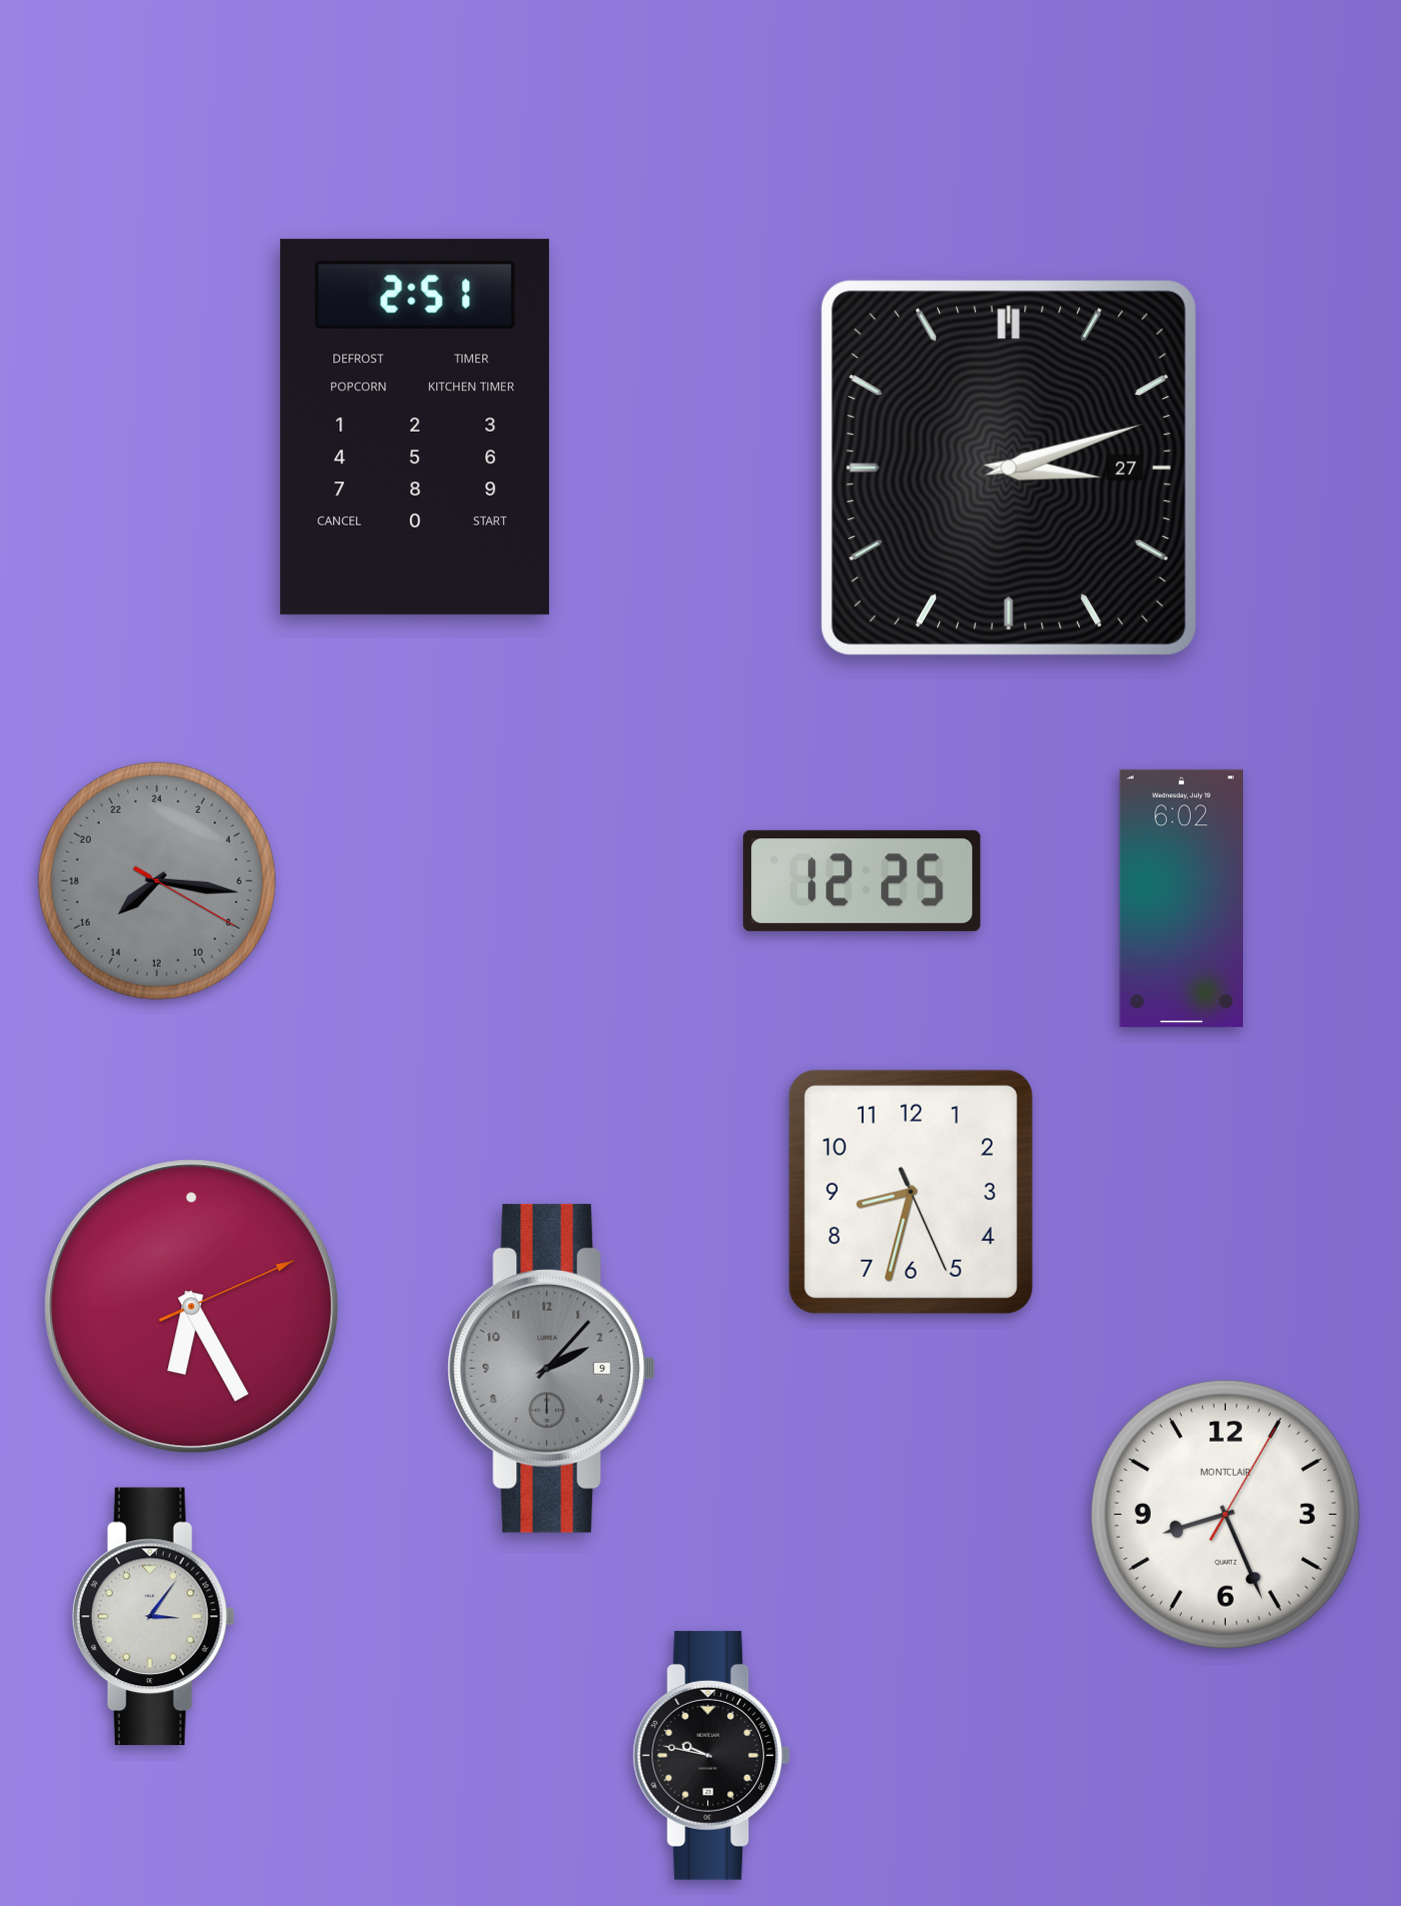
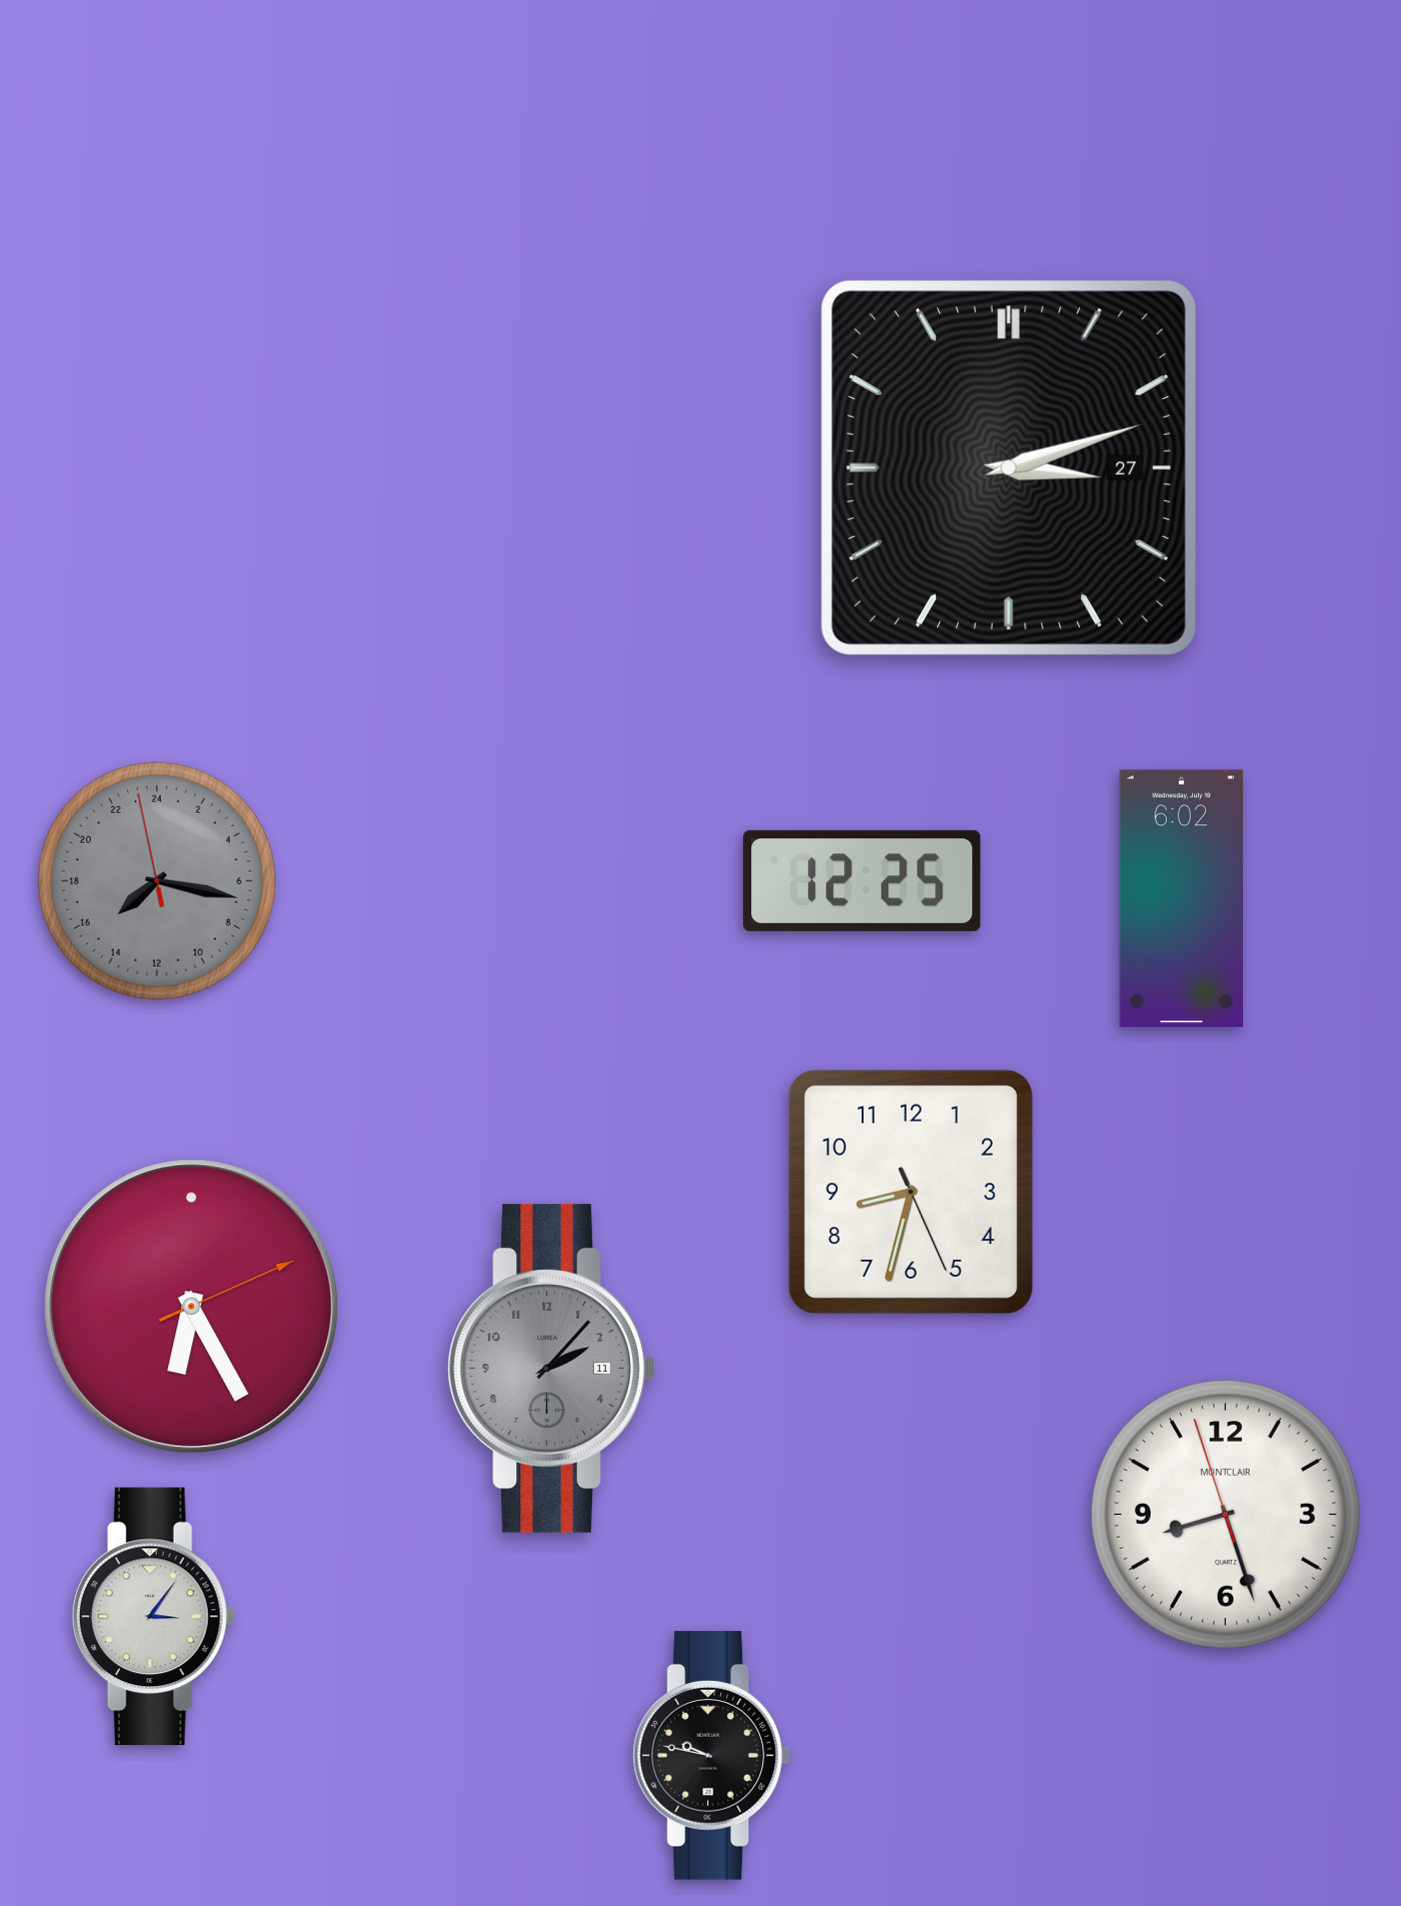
clock at (415, 427): 2:51 -> none
clock at (157, 881): 15:16:20 -> 15:16:58
clock at (552, 1368) date: 9 -> 11
clock at (1225, 1514): 8:26:05 -> 8:26:57
